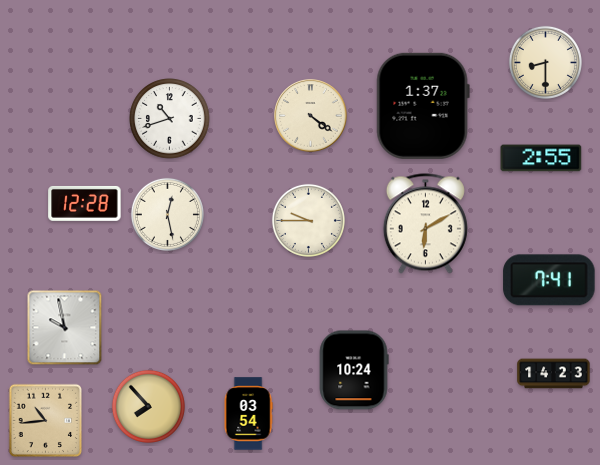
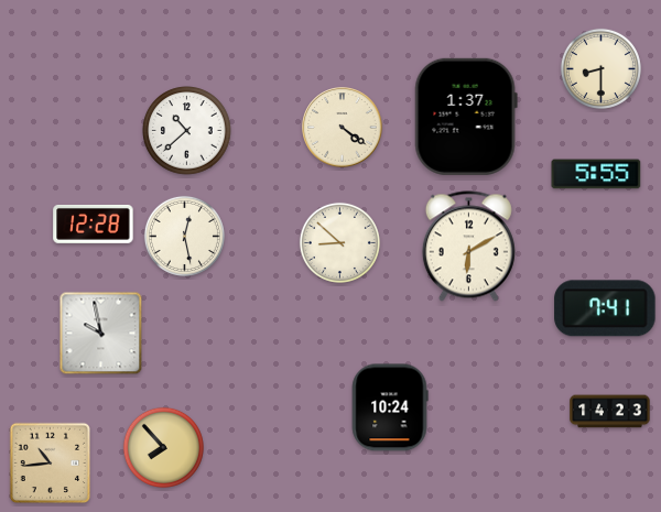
clock at (170, 119): 10:42 -> 10:38
clock at (541, 158): 2:55 -> 5:55
clock at (308, 220): 9:45 -> 8:52
clock at (65, 328) position: (65, 328) -> (101, 334)
clock at (248, 414): 03:54 -> none
